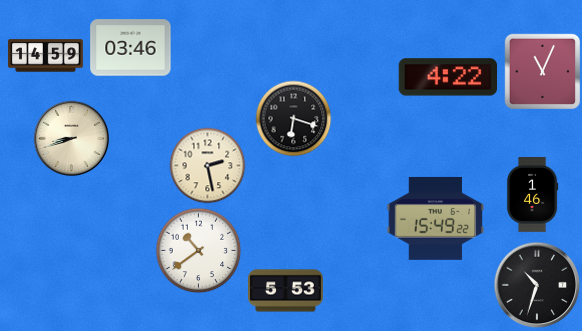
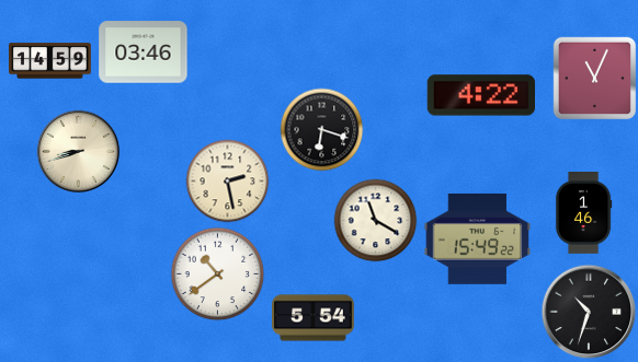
clock at (447, 77) position: (447, 77) -> (480, 95)
clock at (376, 221): none -> 11:20
clock at (286, 291): 5:53 -> 5:54
